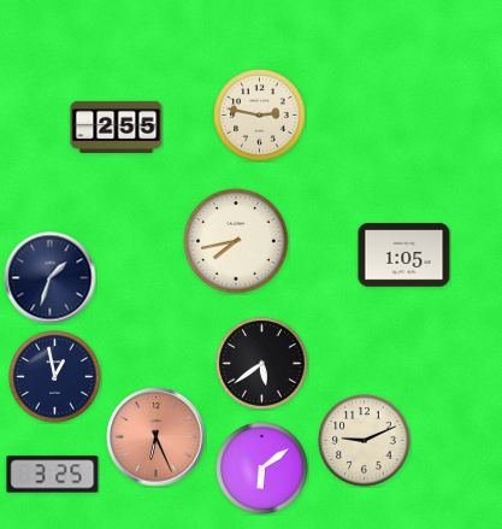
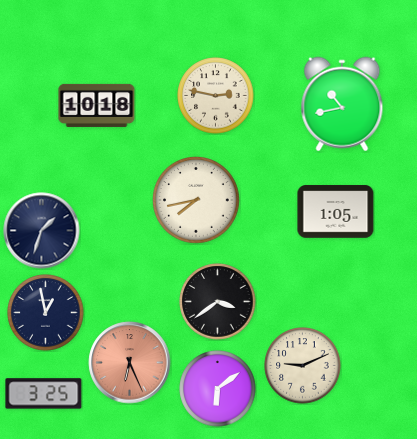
clock at (342, 104): none -> 10:43
clock at (117, 127): 2:55 -> 10:18
clock at (262, 364): 5:39 -> 3:39
